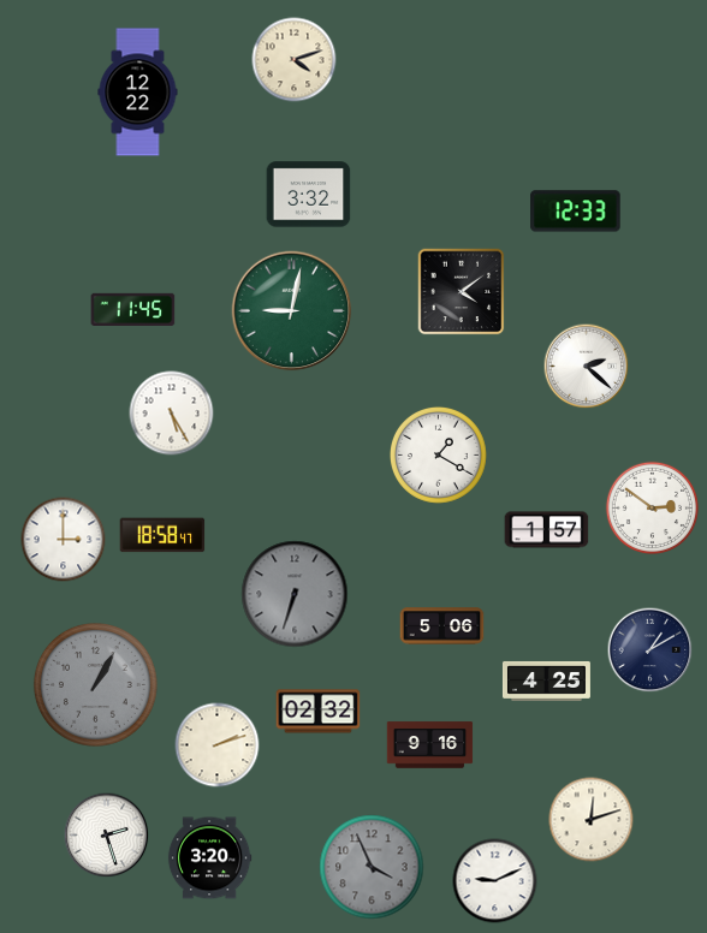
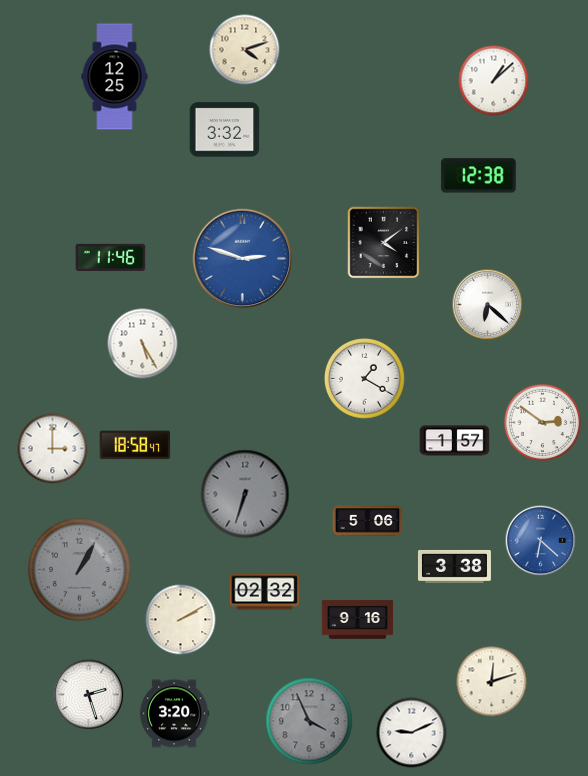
clock at (138, 93): 12:22 -> 12:25
clock at (494, 81): none -> 1:08
clock at (309, 195) position: (309, 195) -> (225, 130)
clock at (576, 212): 12:33 -> 12:38
clock at (133, 309): 11:45 -> 11:46
clock at (292, 311): 9:02 -> 2:48
clock at (292, 311) dial: green -> blue
clock at (587, 367): 2:22 -> 6:22
clock at (650, 650): 1:10 -> 6:22
clock at (650, 650) dial: navy -> blue
clock at (546, 681): 4:25 -> 3:38
clock at (218, 745): 2:12 -> 2:10
